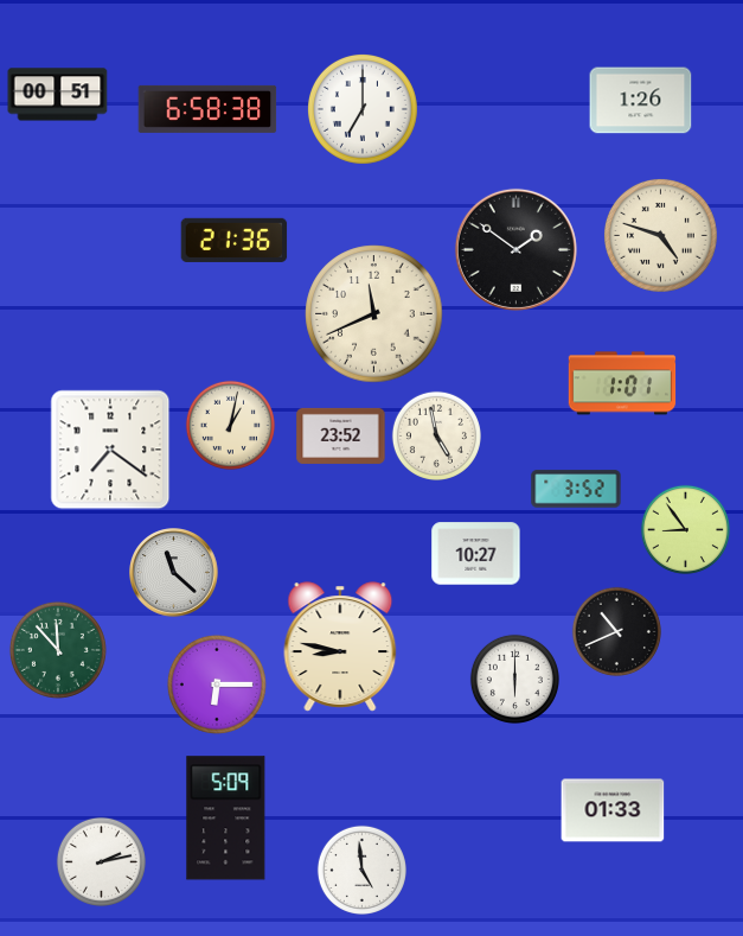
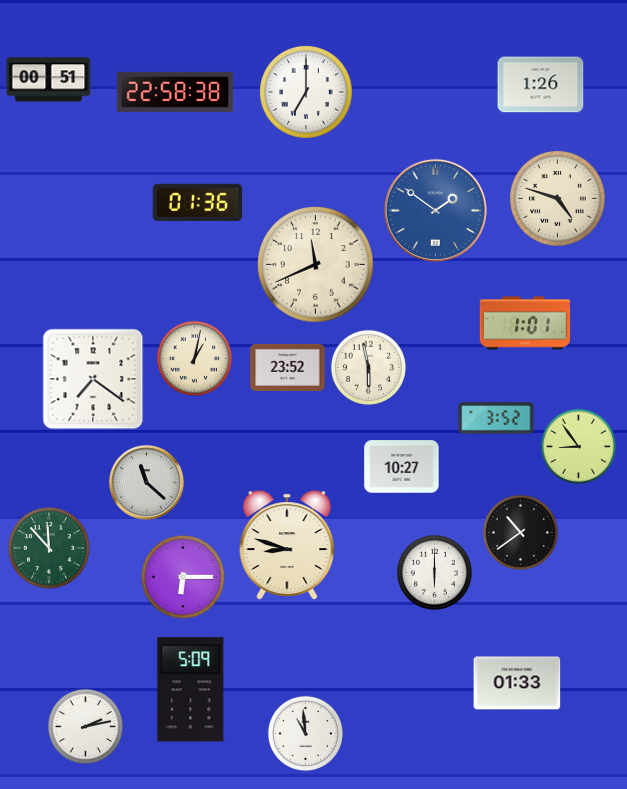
clock at (207, 109): 6:58 -> 22:58
clock at (235, 240): 21:36 -> 01:36
clock at (515, 249) dial: black -> blue
clock at (436, 435): 4:58 -> 5:58
clock at (576, 489) position: (576, 489) -> (496, 418)
clock at (616, 631): 10:41 -> 10:39
clock at (340, 647): 8:47 -> 8:48
clock at (361, 870): 4:59 -> 10:59
